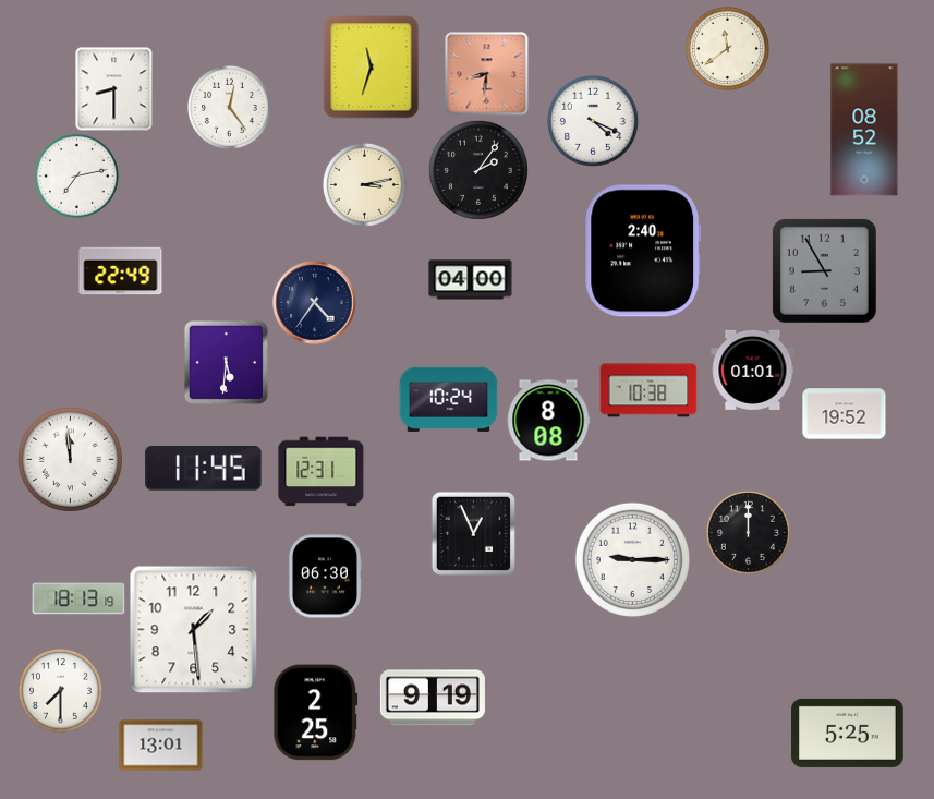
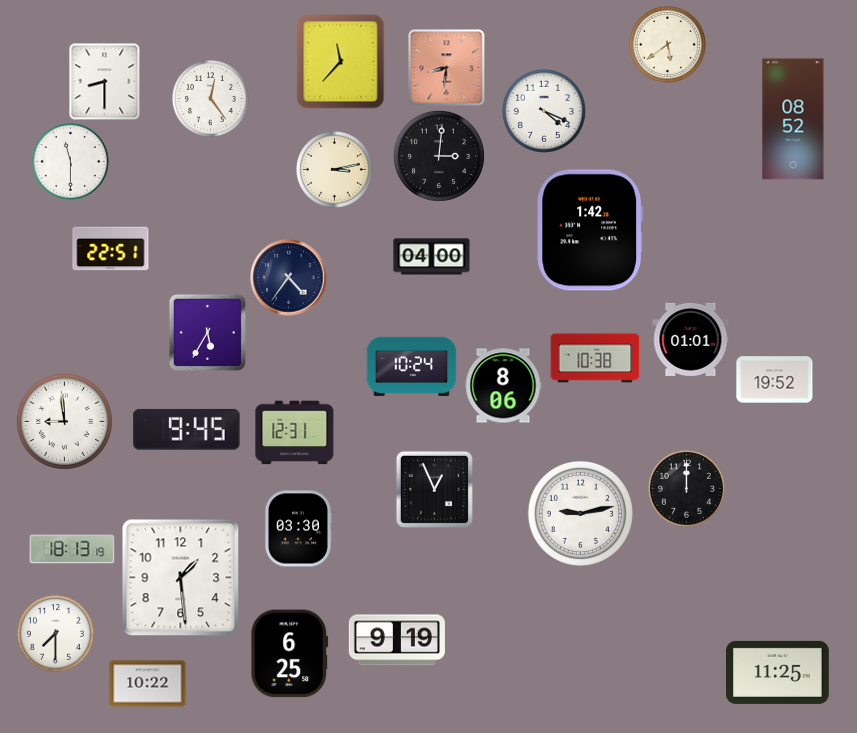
clock at (728, 49): 11:39 -> 5:39
clock at (372, 68): 11:33 -> 11:37
clock at (478, 170): 2:06 -> 3:01
clock at (77, 177): 7:13 -> 11:30
clock at (643, 251): 2:40 -> 1:42
clock at (824, 270): 8:55 -> none
clock at (121, 271): 22:49 -> 22:51
clock at (226, 362): 5:31 -> 5:35
clock at (548, 421): 8:08 -> 8:06
clock at (70, 459): 11:59 -> 8:59
clock at (204, 468): 11:45 -> 9:45
clock at (632, 559): 9:15 -> 9:13
clock at (325, 577): 06:30 -> 03:30
clock at (194, 630) position: (194, 630) -> (181, 578)
clock at (316, 713): 2:25 -> 6:25
clock at (848, 733): 5:25 -> 11:25
clock at (161, 746): 13:01 -> 10:22
